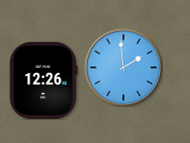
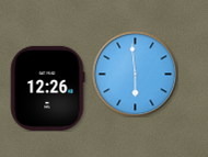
clock at (123, 67): 1:59 -> 5:59
